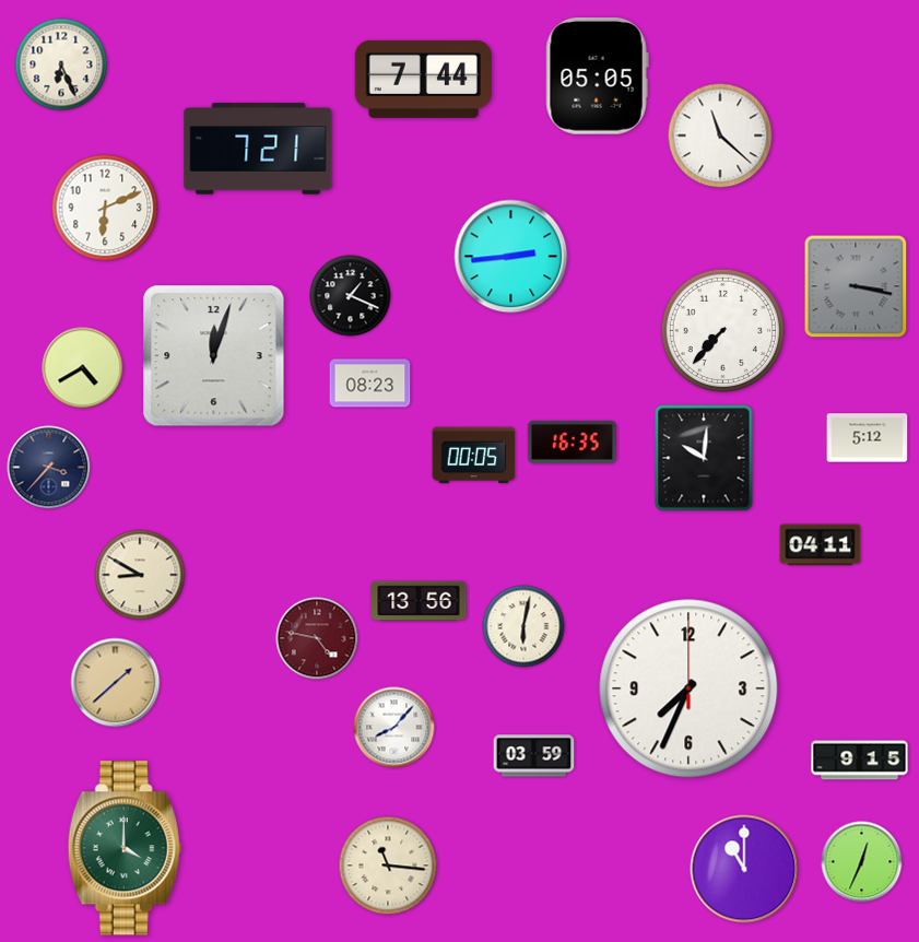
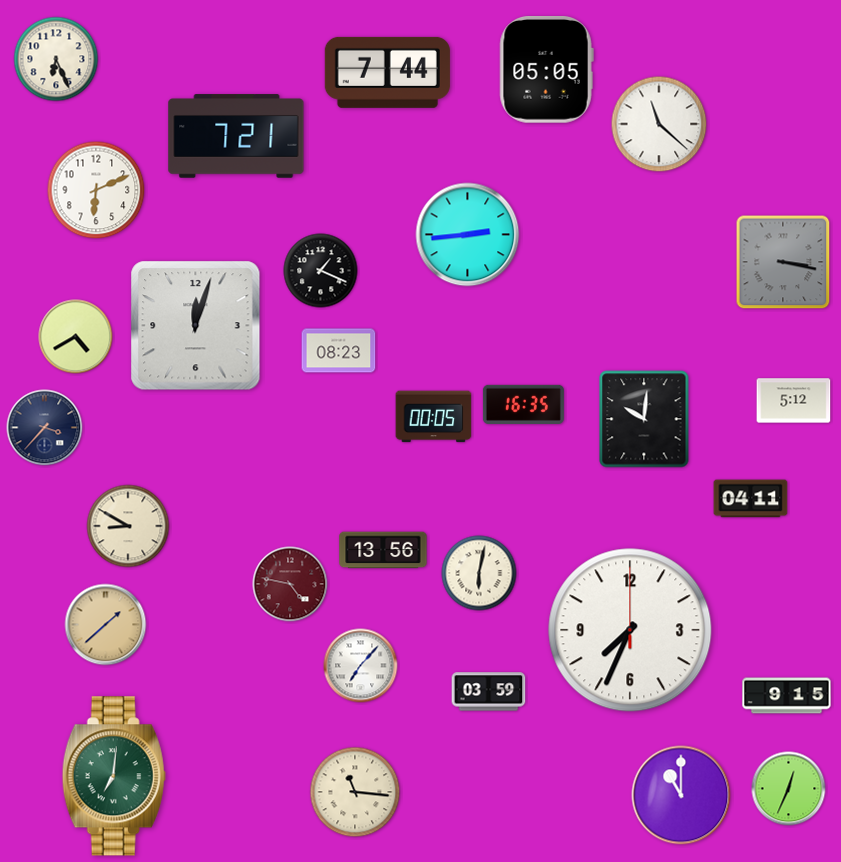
clock at (722, 330): 7:37 -> none
clock at (394, 728): 8:07 -> 7:07
clock at (125, 848): 4:00 -> 7:01
